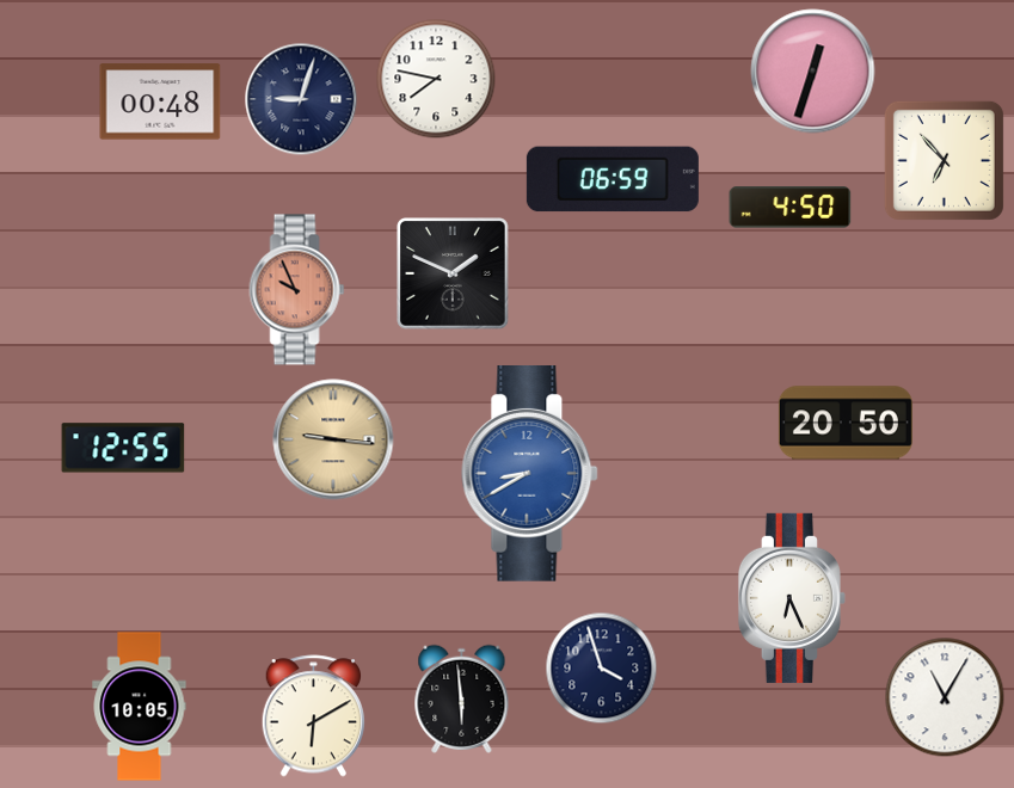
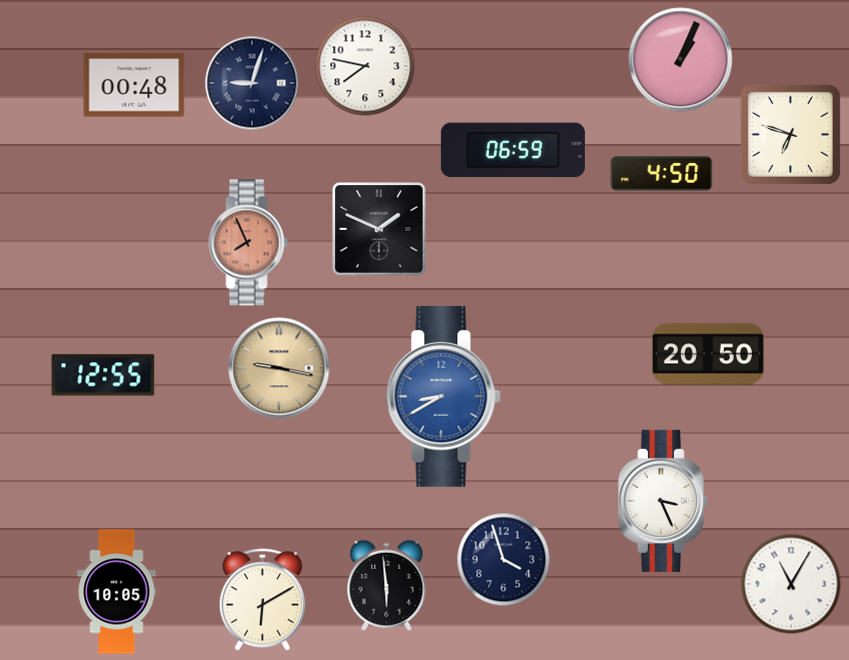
clock at (813, 72): 12:33 -> 1:04
clock at (944, 160): 6:53 -> 6:48
clock at (297, 290): 9:56 -> 7:56
clock at (333, 439): 9:16 -> 9:17
clock at (792, 598): 6:26 -> 3:26
